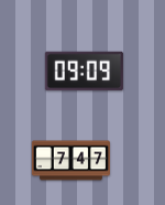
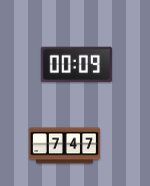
clock at (84, 72): 09:09 -> 00:09
